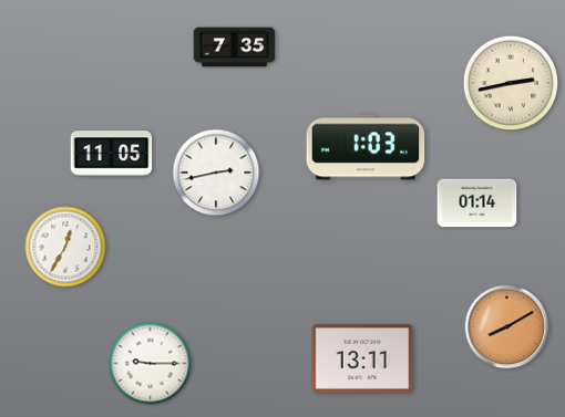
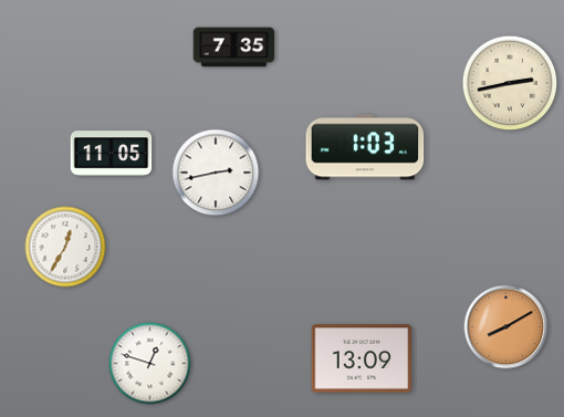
clock at (477, 204): 01:14 -> none
clock at (362, 358): 13:11 -> 13:09
clock at (151, 364): 9:15 -> 12:48
